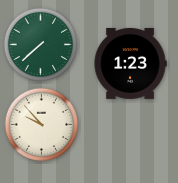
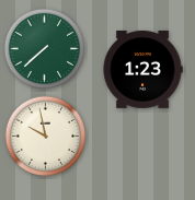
clock at (42, 125): 9:53 -> 9:58
